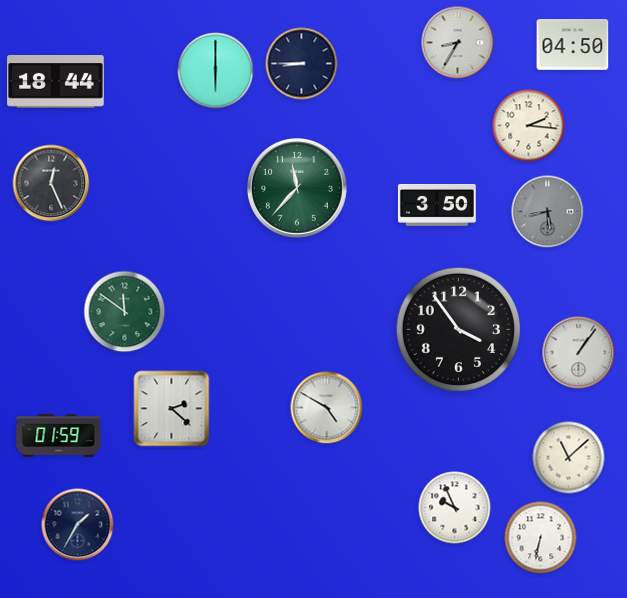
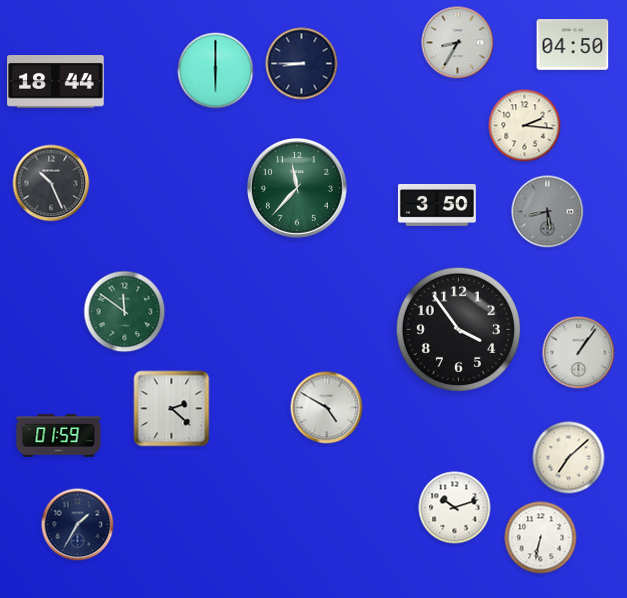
clock at (529, 126) position: (529, 126) -> (525, 126)
clock at (51, 183): 12:26 -> 10:26
clock at (569, 458): 11:08 -> 7:08
clock at (455, 508): 9:56 -> 10:12
